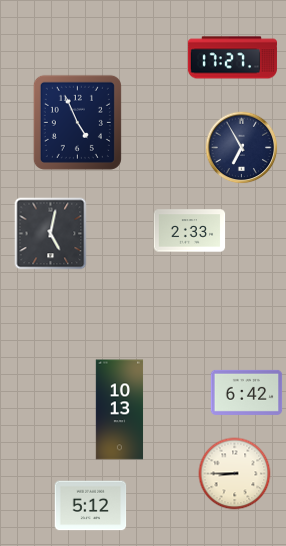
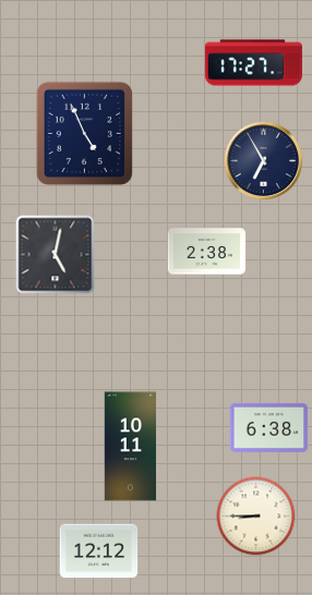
clock at (190, 231): 2:33 -> 2:38
clock at (247, 392): 6:42 -> 6:38
clock at (120, 410): 10:13 -> 10:11
clock at (91, 506): 5:12 -> 12:12
